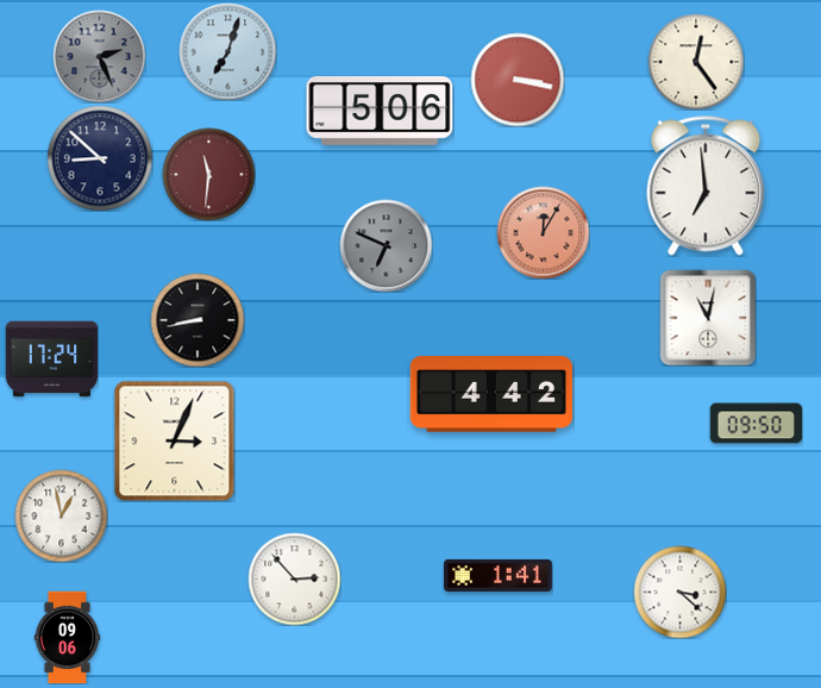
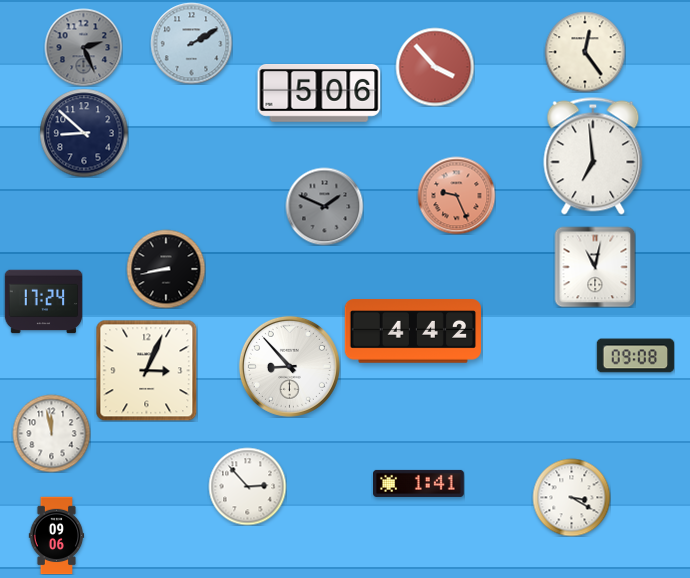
clock at (227, 51): 7:03 -> 2:10
clock at (518, 80): 3:17 -> 3:53
clock at (208, 174): 11:31 -> none
clock at (543, 232): 12:05 -> 9:26
clock at (386, 245): 6:49 -> 1:49
clock at (756, 424): 09:50 -> 09:08
clock at (289, 366): none -> 8:53
clock at (61, 515): 12:58 -> 11:58
clock at (679, 592): 3:22 -> 3:20
